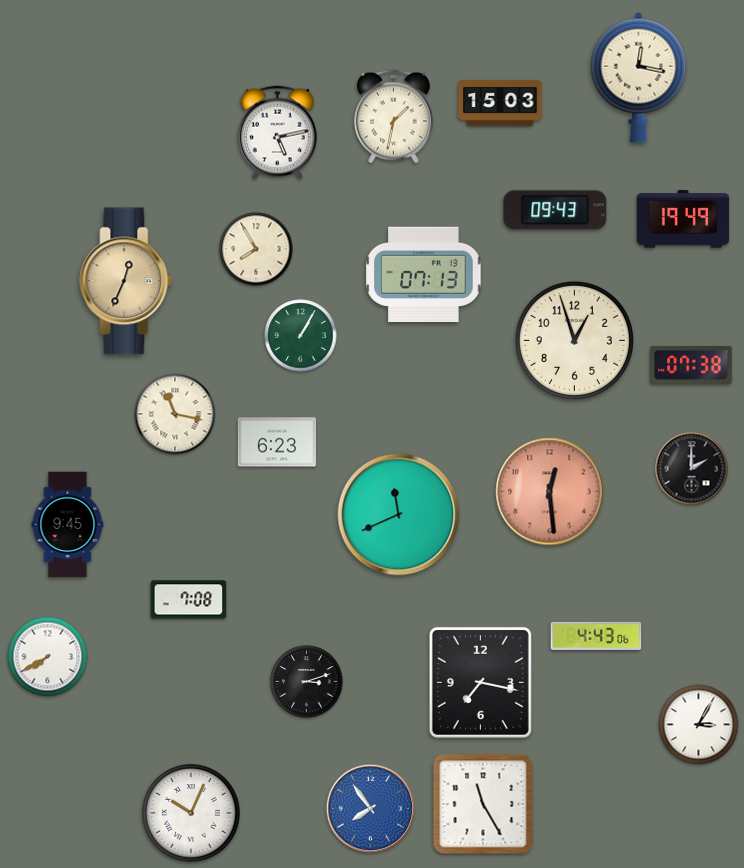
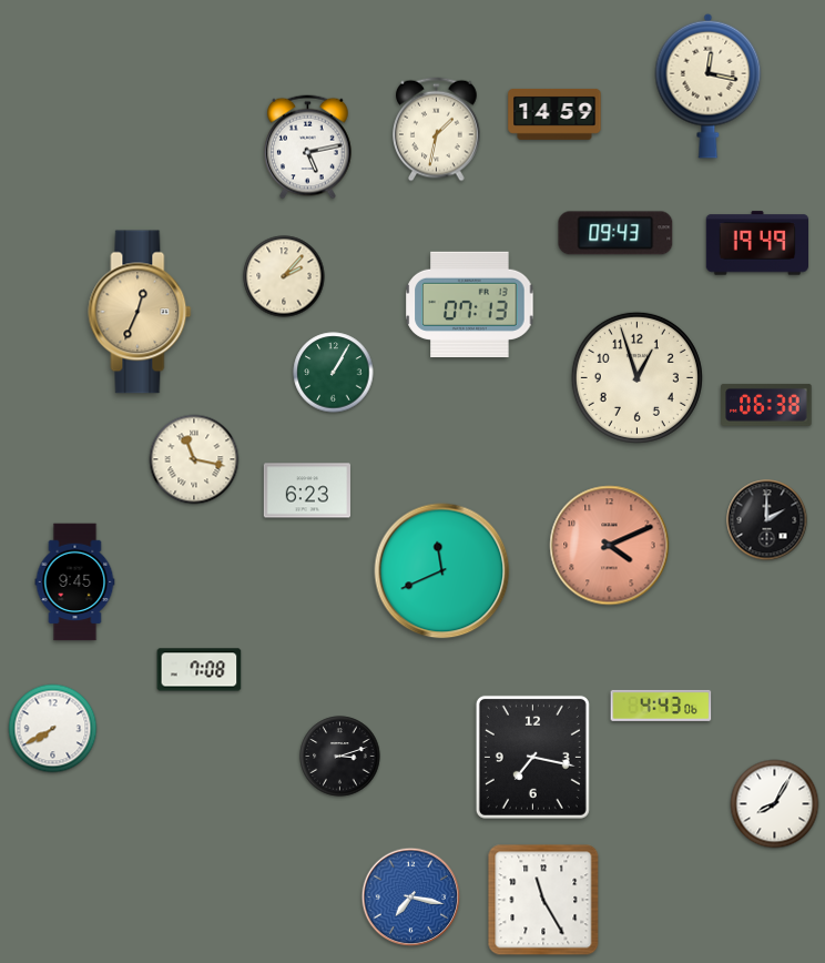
clock at (500, 103): 15:03 -> 14:59
clock at (256, 249): 7:55 -> 2:07
clock at (691, 365): 07:38 -> 06:38
clock at (550, 492): 12:29 -> 4:11
clock at (189, 600) position: (189, 600) -> (200, 670)
clock at (699, 725): 3:05 -> 8:05
clock at (483, 804) position: (483, 804) -> (543, 900)
clock at (371, 809): 7:54 -> 7:17
clock at (191, 813): 10:04 -> none
